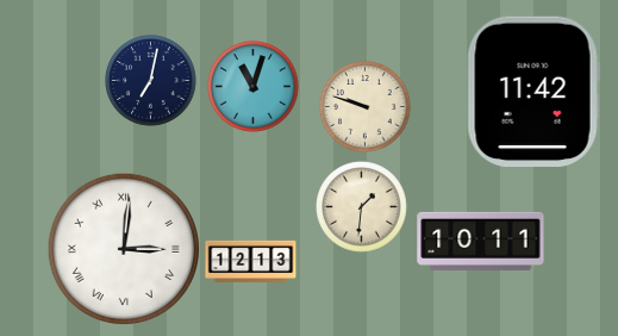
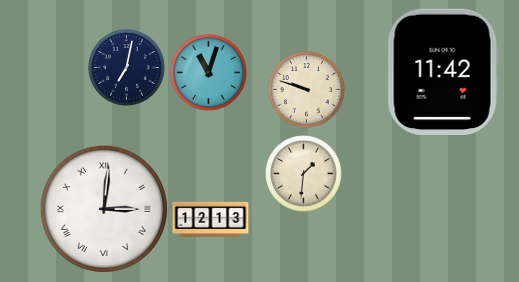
clock at (254, 87) position: (254, 87) -> (209, 73)
clock at (533, 92) position: (533, 92) -> (443, 72)
clock at (481, 241): 10:11 -> none
